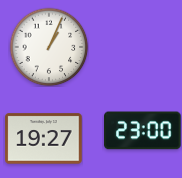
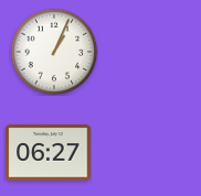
clock at (143, 131): 23:00 -> none
clock at (44, 139): 19:27 -> 06:27
